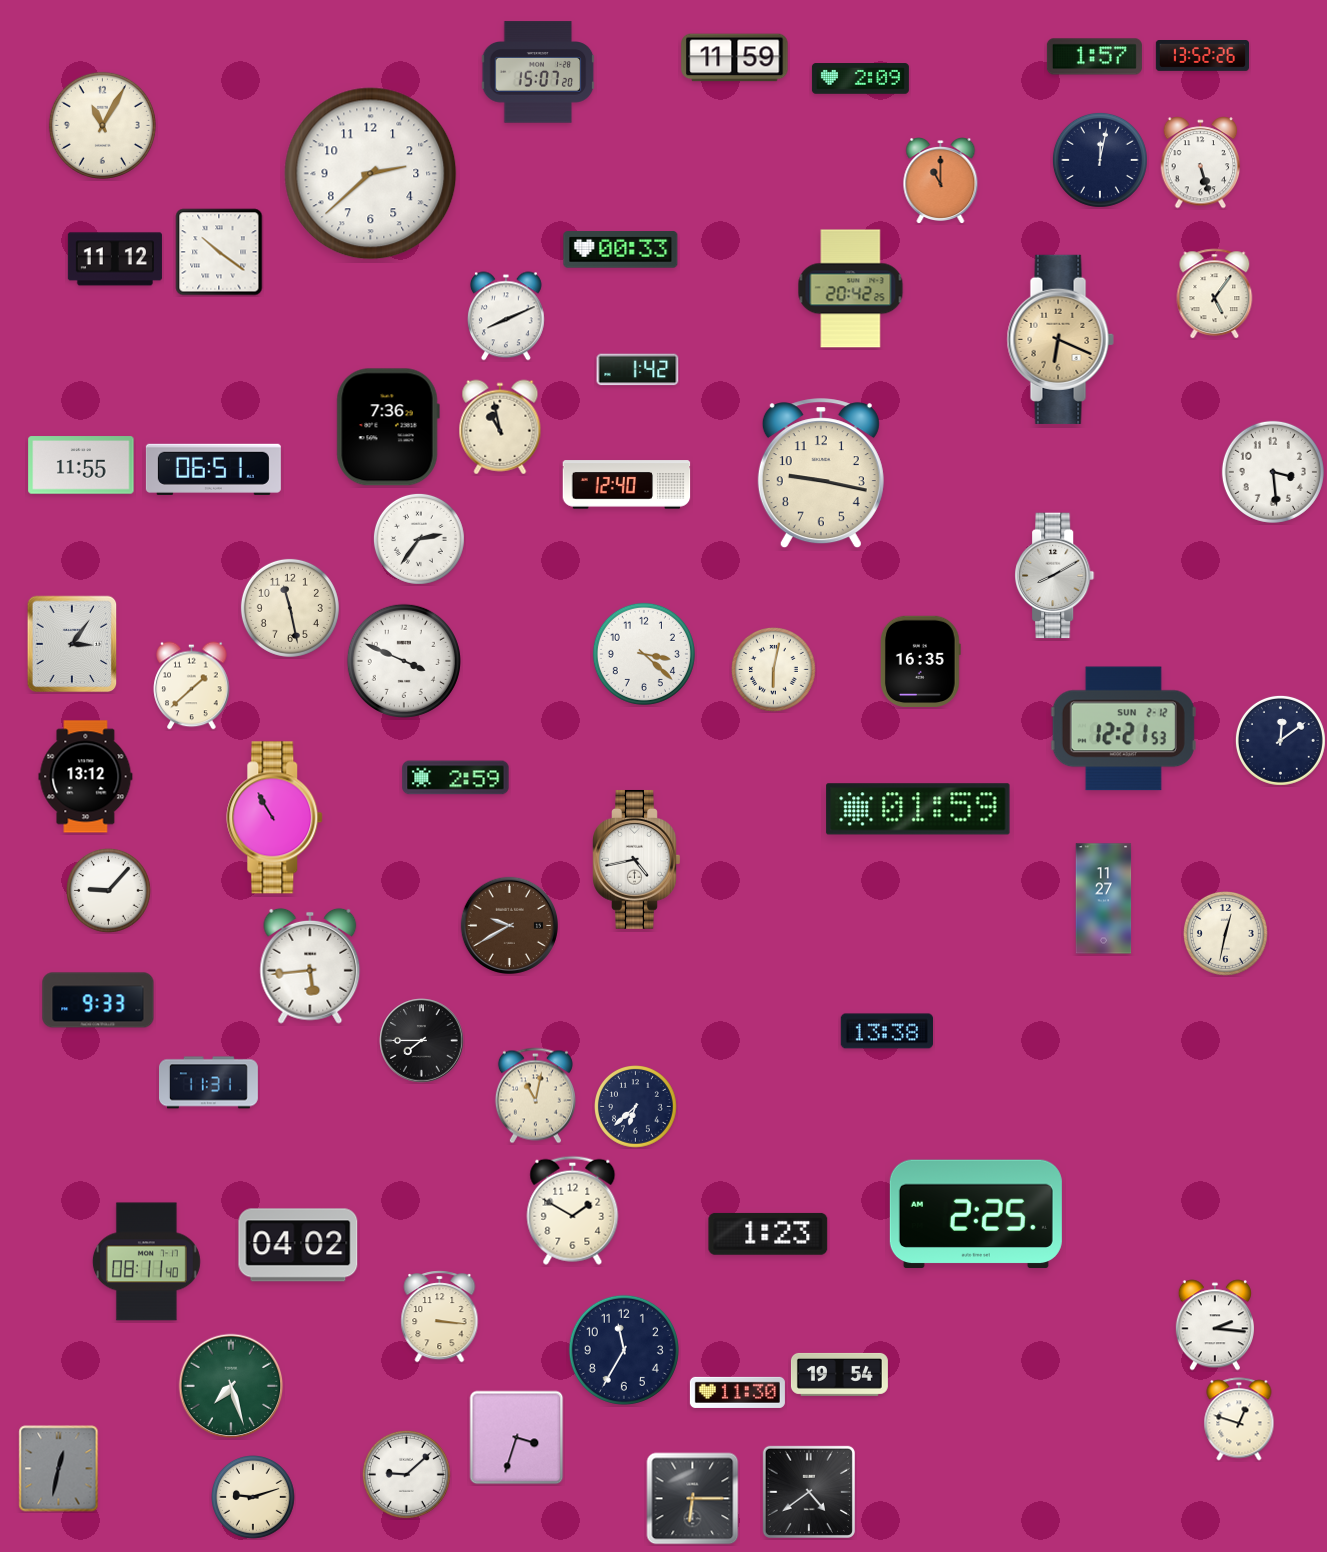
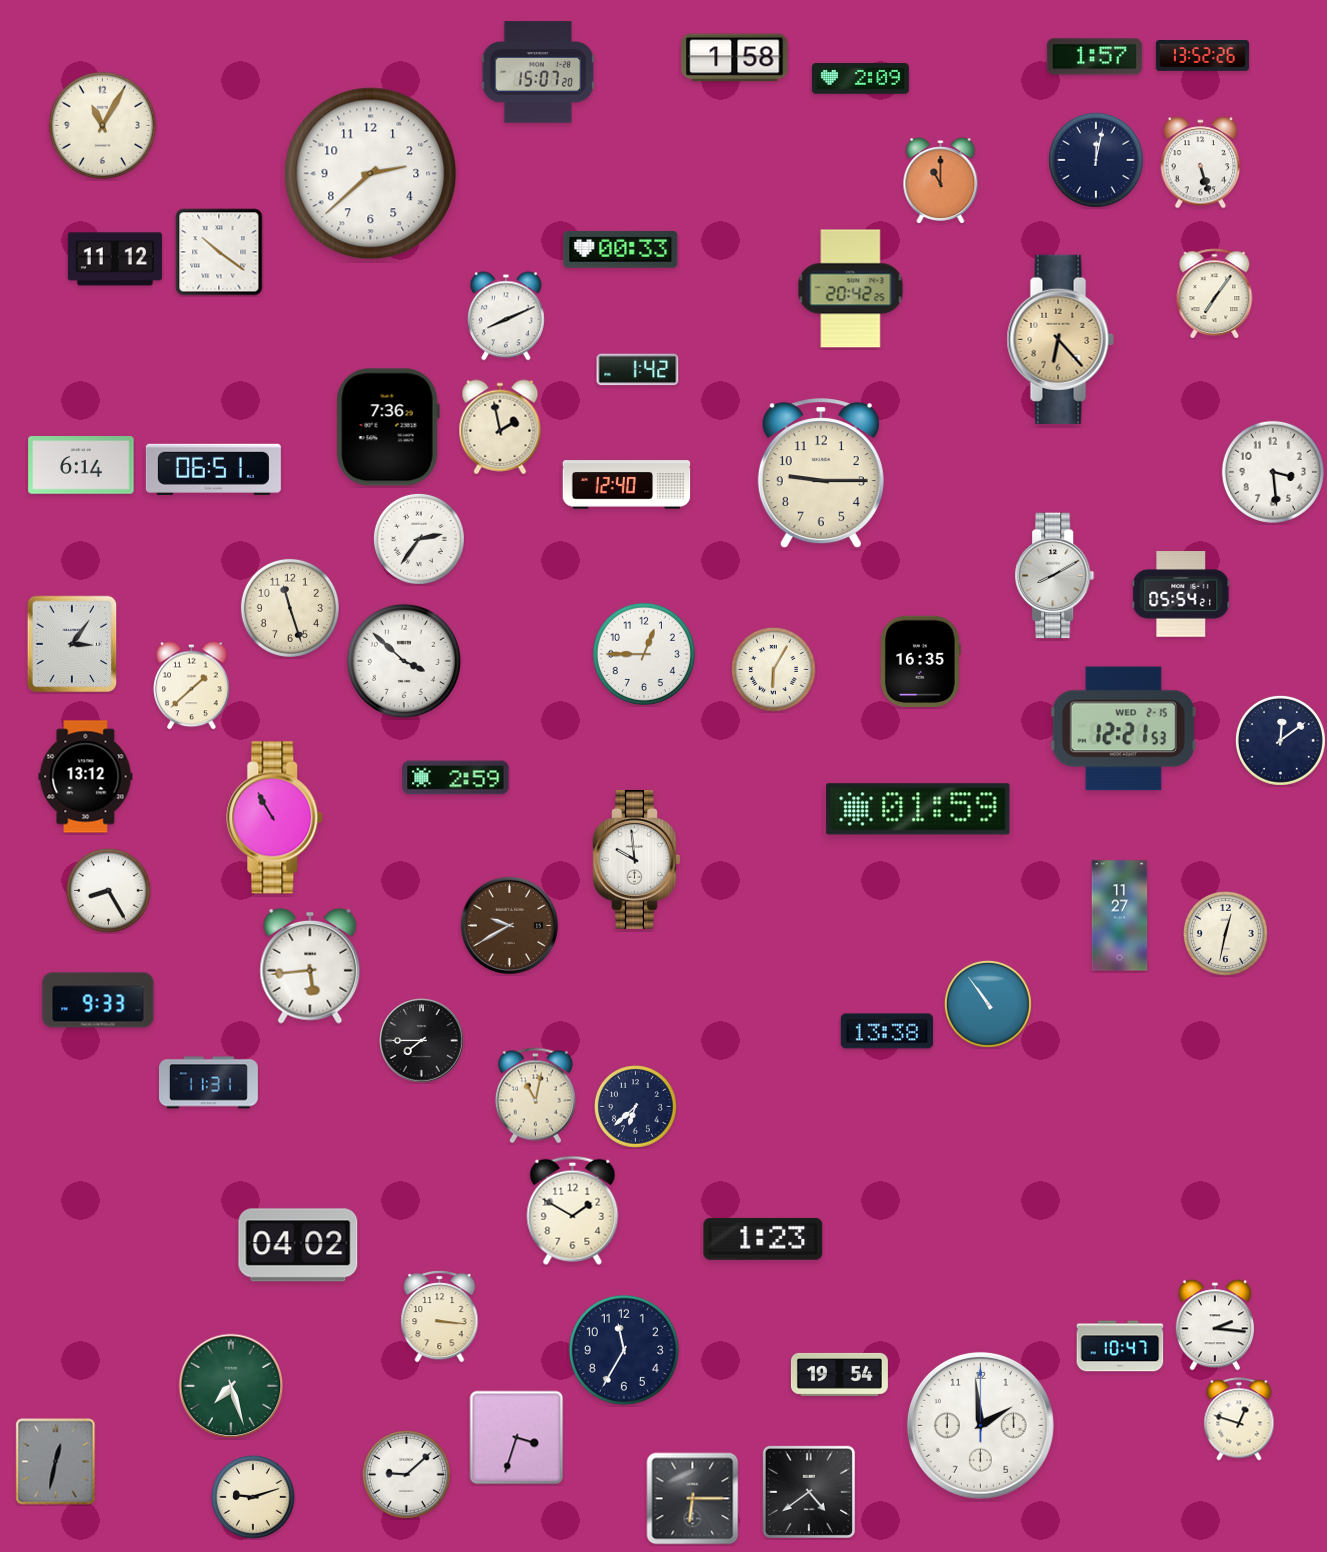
clock at (735, 58): 11:59 -> 1:58
clock at (1100, 160) position: (1100, 160) -> (1096, 160)
clock at (1215, 294): 5:06 -> 7:06
clock at (1060, 339): 6:19 -> 6:23
clock at (500, 427): 10:58 -> 1:58
clock at (81, 465): 11:55 -> 6:14
clock at (821, 474): 9:17 -> 9:15
clock at (1181, 595): none -> 05:54
clock at (290, 608): 11:28 -> 11:27
clock at (644, 654): 3:22 -> 12:45
clock at (404, 661): 3:49 -> 3:52
clock at (774, 670): 6:02 -> 6:05
clock at (1123, 729) date: SUN 2-12 -> WED 2-15
clock at (637, 859): 4:43 -> 9:59
clock at (109, 891): 9:07 -> 8:25
clock at (1104, 899) position: (1104, 899) -> (1120, 916)
clock at (988, 1004): none -> 10:54
clock at (976, 1214): 2:25 -> none
clock at (768, 1234) position: (768, 1234) -> (763, 1239)
clock at (146, 1262): 08:11 -> none
clock at (1120, 1346): none -> 10:47
clock at (737, 1392): 11:30 -> none
clock at (980, 1425): none -> 1:59
clock at (59, 1469) position: (59, 1469) -> (56, 1462)
